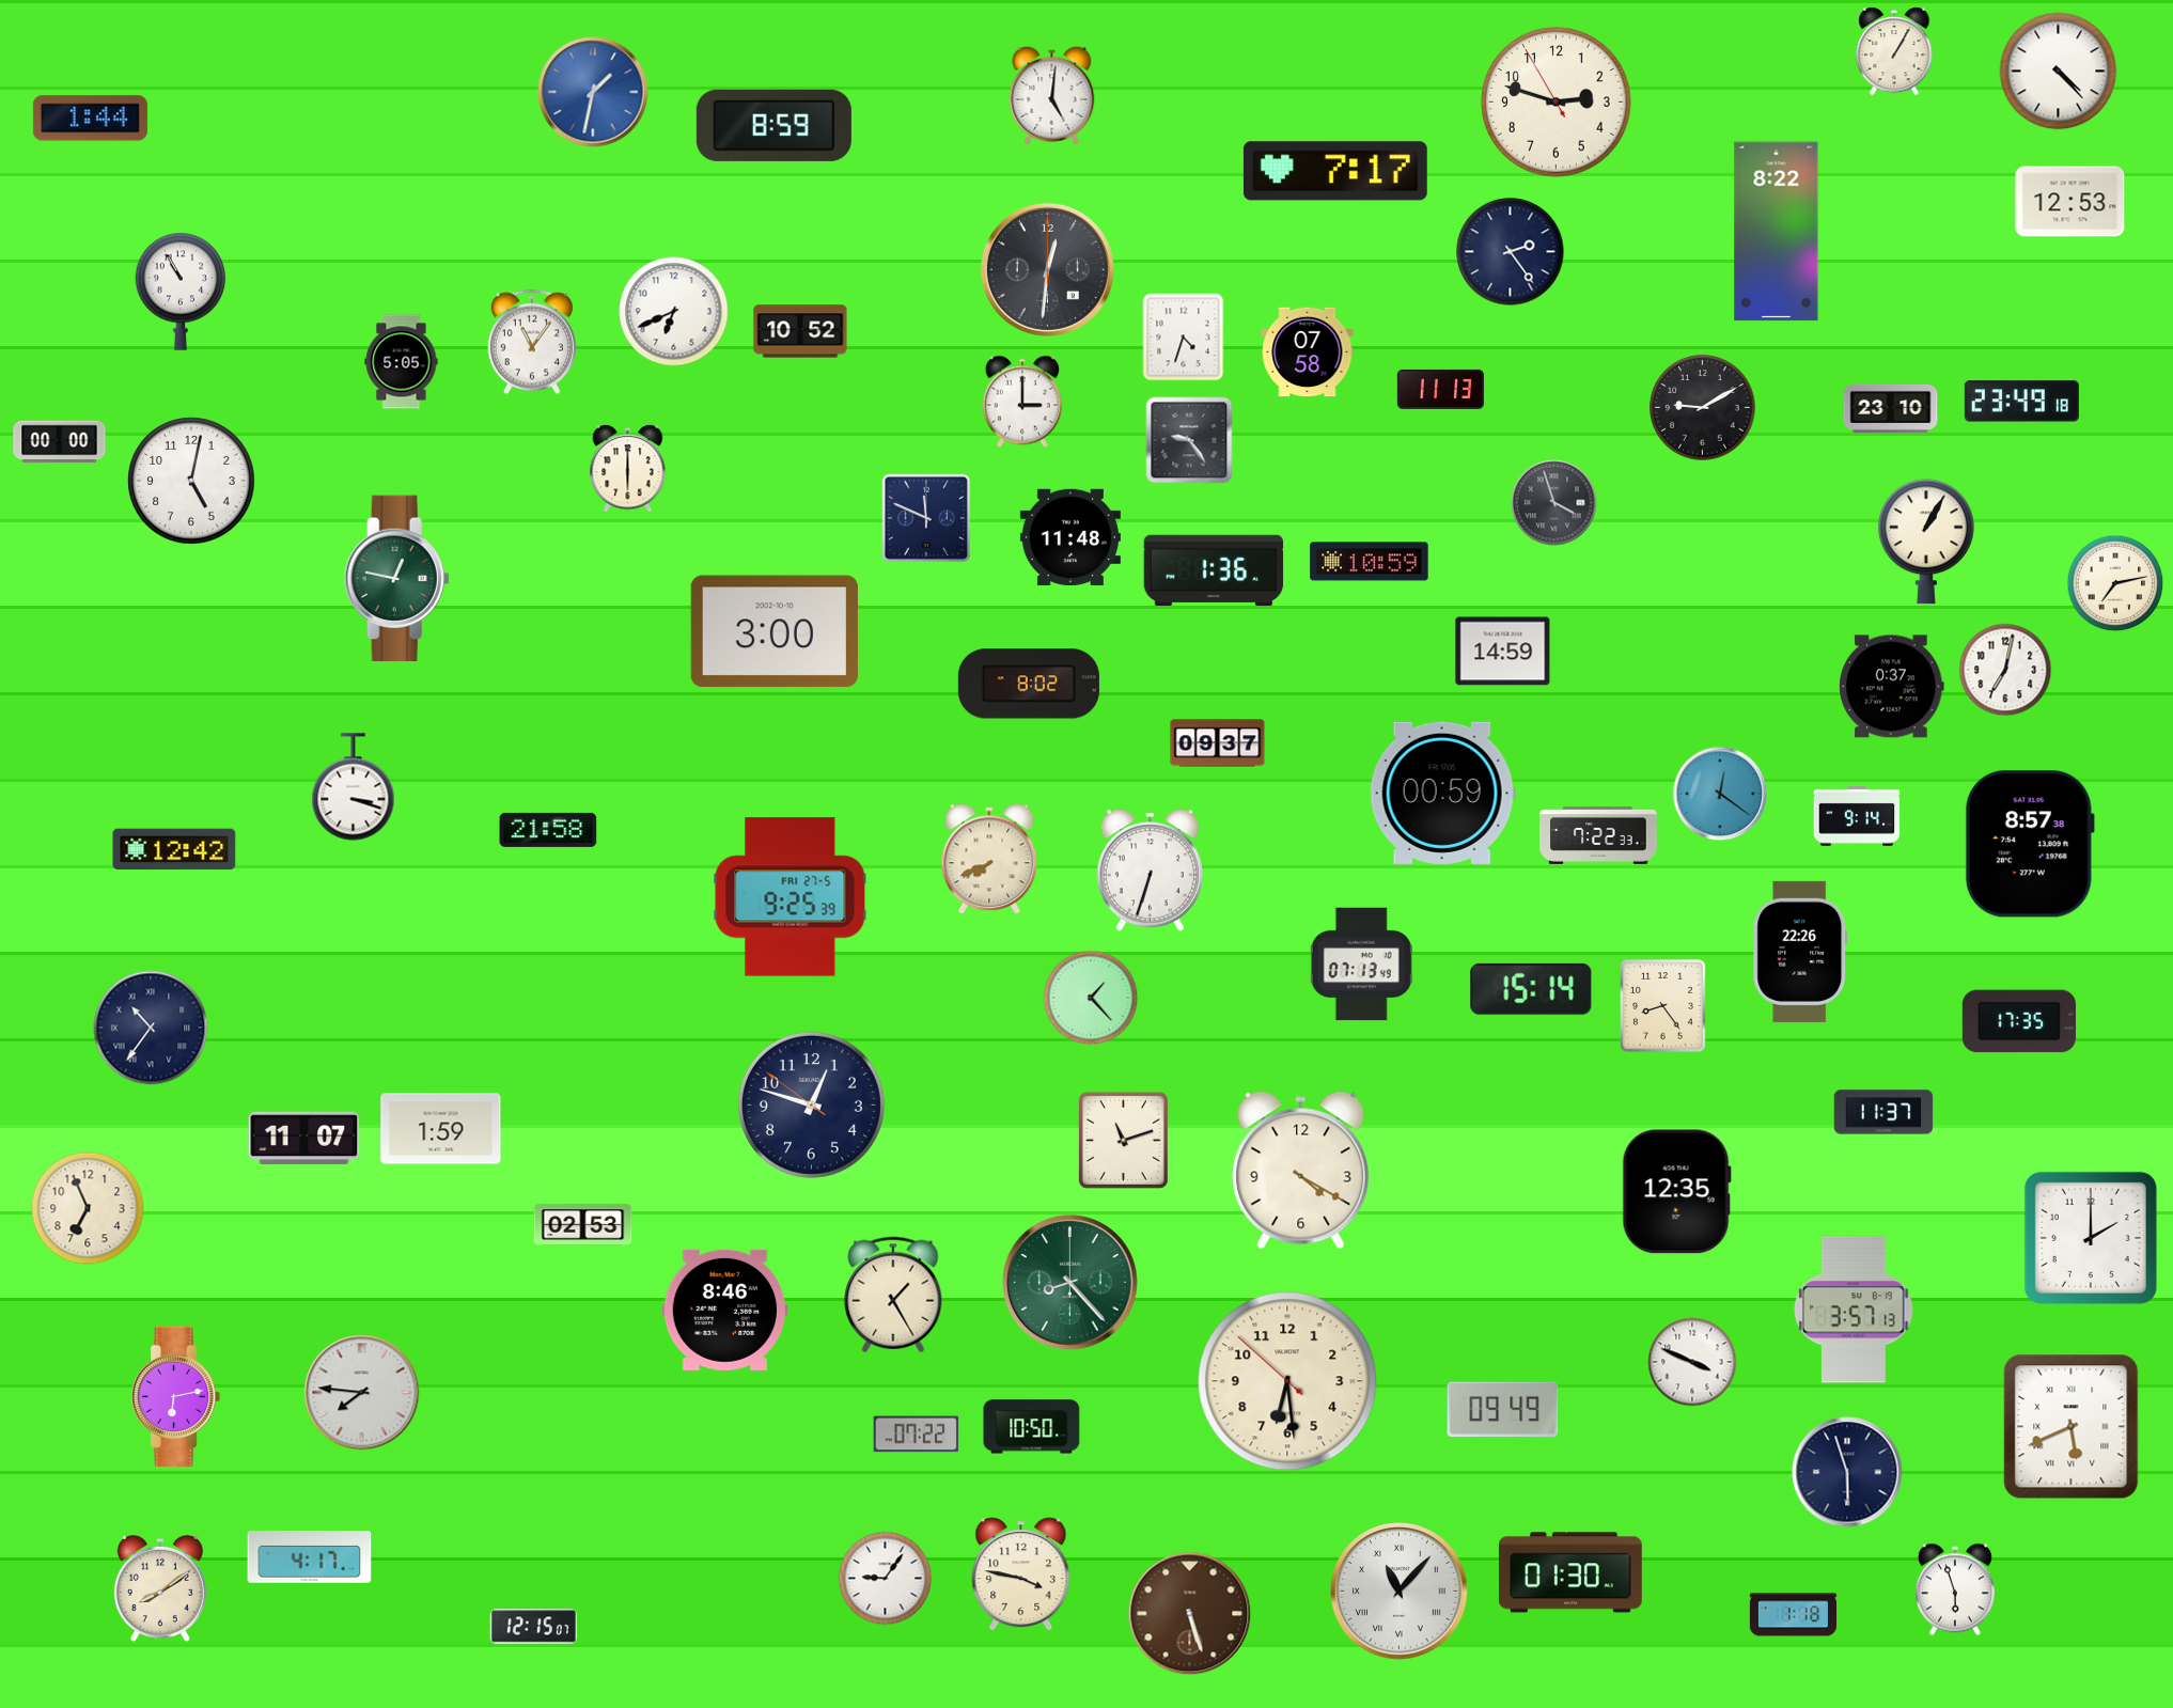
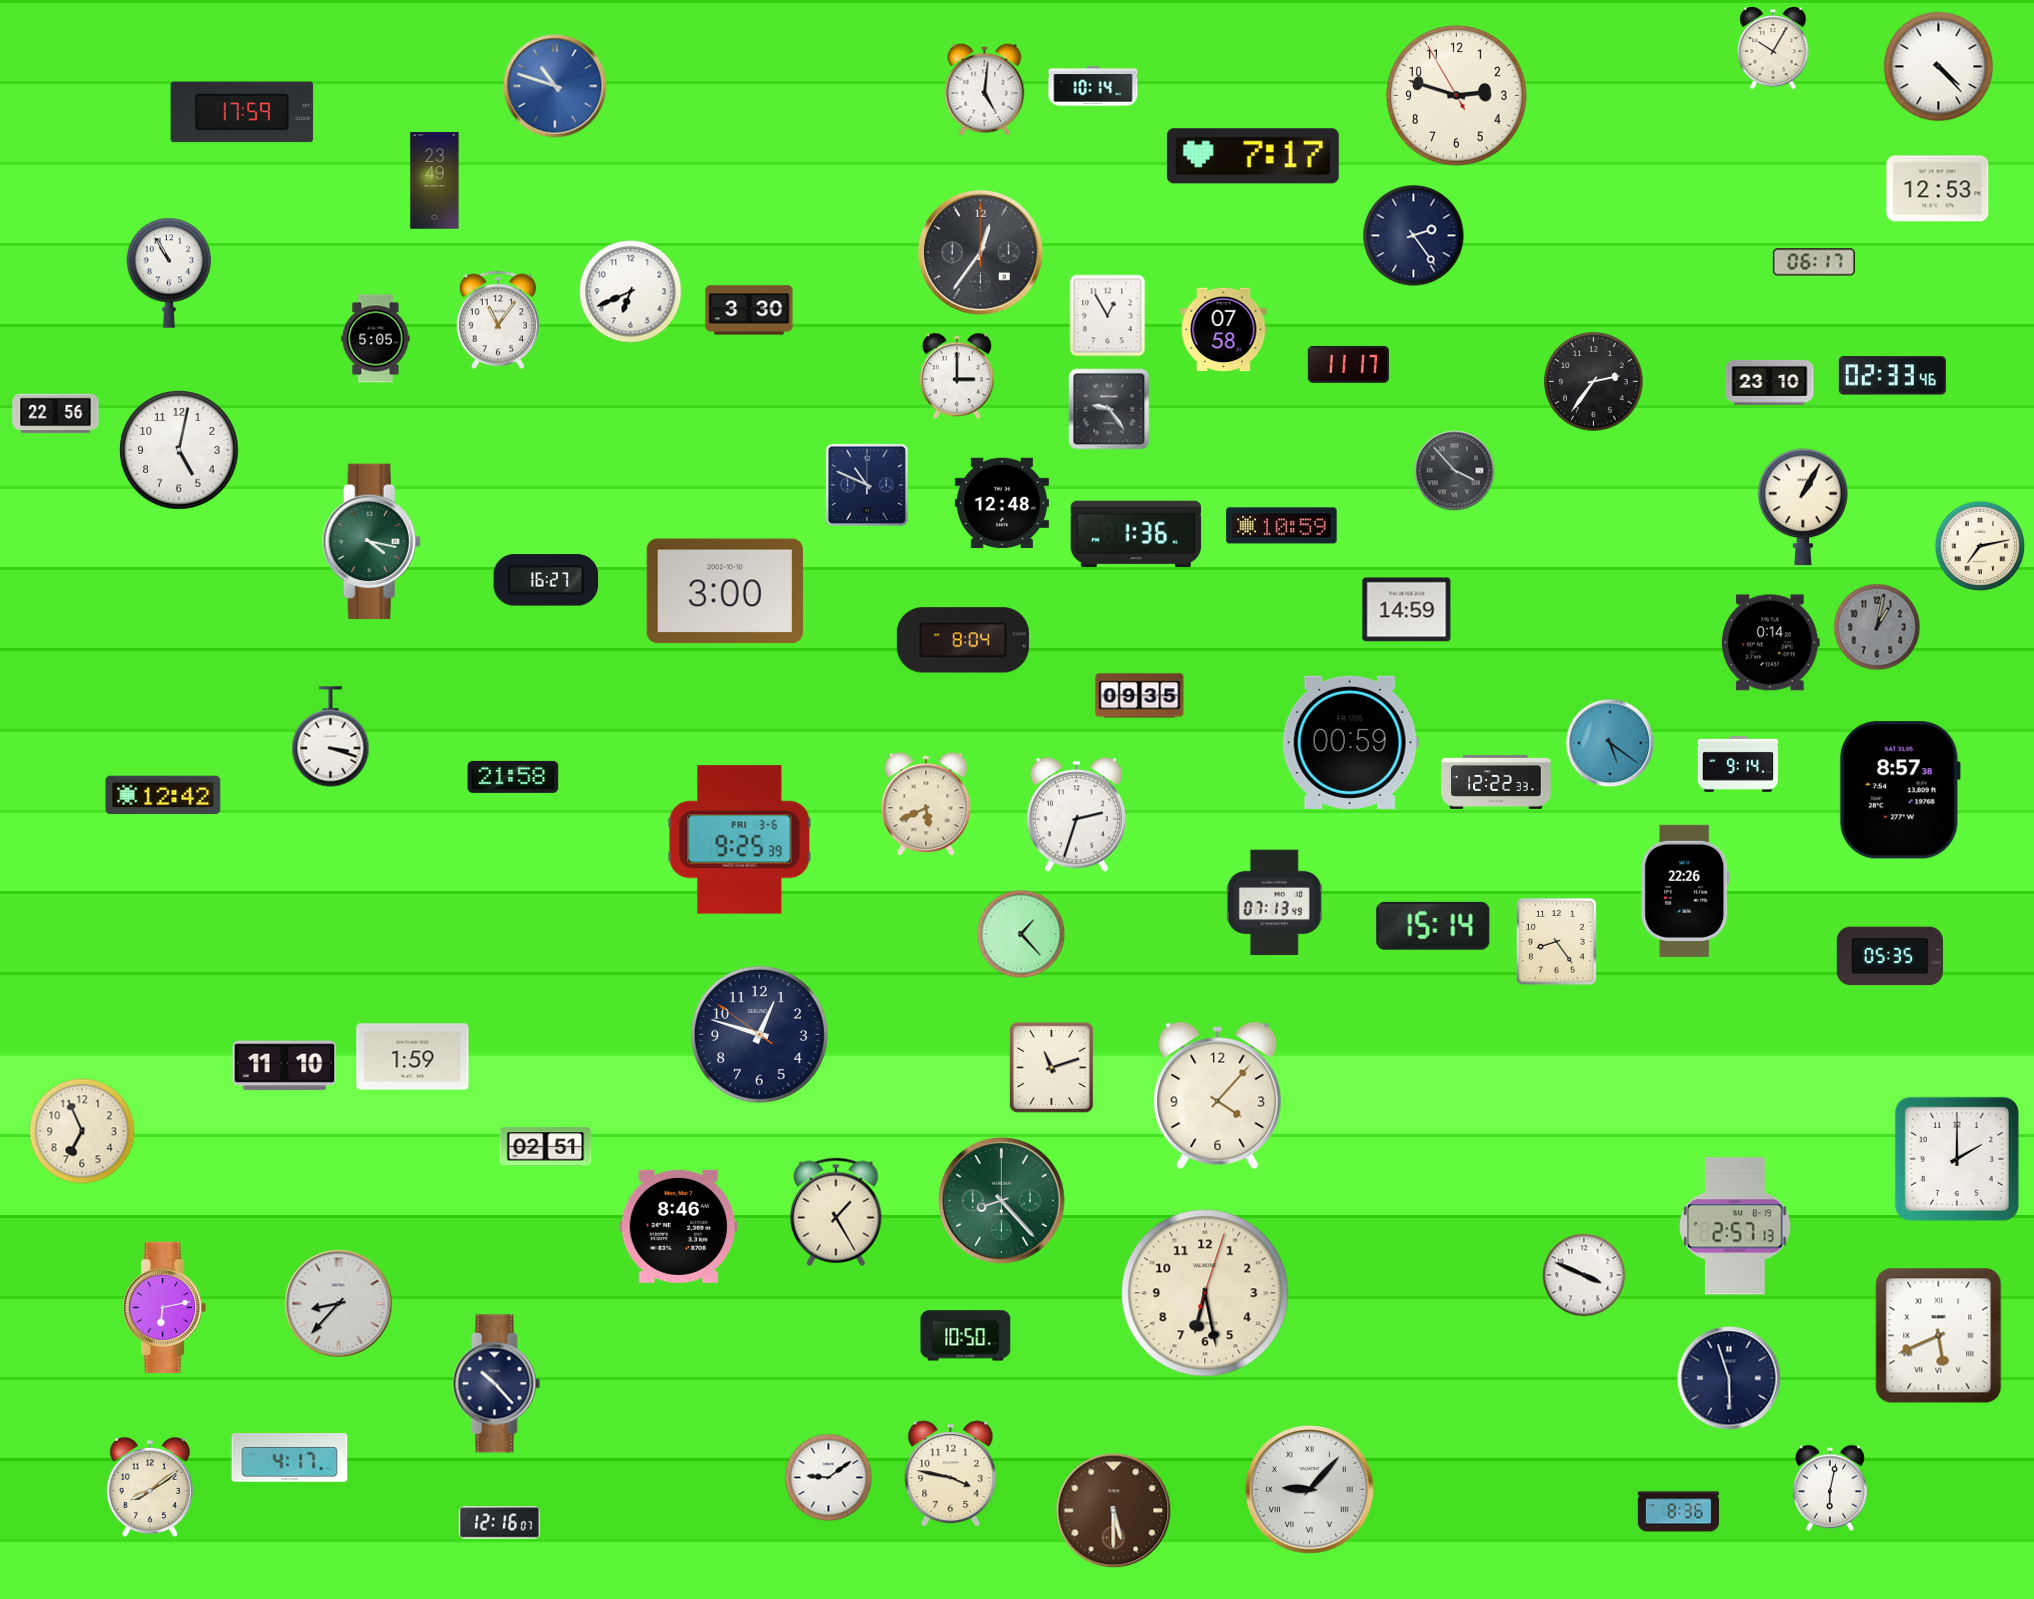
clock at (1894, 52): 1:05 -> 10:05
clock at (2059, 72) position: (2059, 72) -> (1939, 67)
clock at (593, 92): 1:32 -> 10:48
clock at (1093, 86): none -> 10:14
clock at (90, 119): 1:44 -> none
clock at (242, 112): none -> 17:59
clock at (773, 125): 8:59 -> none
clock at (1335, 171) position: (1335, 171) -> (1253, 156)
clock at (435, 181): none -> 23:49
clock at (1777, 232): 8:22 -> none
clock at (1047, 269): 12:31 -> 12:36
clock at (1814, 262): none -> 06:17
clock at (800, 331): 10:52 -> 3:30
clock at (1184, 338): 4:33 -> 12:55
clock at (1440, 389): 11:13 -> 11:17
clock at (2021, 402): 23:49 -> 02:33
clock at (1703, 408): 9:10 -> 2:36
clock at (1189, 440) position: (1189, 440) -> (1109, 409)
clock at (60, 442): 00:00 -> 22:56
clock at (628, 469): 6:00 -> none
clock at (1554, 503): 3:57 -> 3:53
clock at (925, 517): 11:49 -> 10:49
clock at (1070, 536): 11:48 -> 12:48
clock at (396, 579): 12:47 -> 4:17
clock at (546, 580): none -> 16:27
clock at (2005, 670): 7:02 -> 1:02
clock at (2005, 670) dial: white -> grey
clock at (1029, 684): 8:02 -> 8:04
clock at (1892, 687): 0:37 -> 0:14
clock at (1218, 743): 09:37 -> 09:35
clock at (1720, 794): 12:21 -> 5:21
clock at (1598, 836): 7:22 -> 12:22
clock at (989, 860): 7:41 -> 5:41
clock at (1150, 871): 6:33 -> 2:33
clock at (791, 897) date: FRI 27-5 -> FRI 3-6
clock at (2019, 1021): 17:35 -> 05:35
clock at (151, 1028): 10:36 -> none
clock at (1883, 1112): 11:37 -> none
clock at (304, 1139): 11:07 -> 11:10
clock at (1301, 1171): 4:20 -> 4:07
clock at (1676, 1192): 12:35 -> none
clock at (583, 1225): 02:53 -> 02:51
clock at (1855, 1310): 3:57 -> 2:57
clock at (1287, 1381): 6:28:52 -> 6:28:03
clock at (362, 1393): 7:46 -> 8:37
clock at (1503, 1410): 09:49 -> none
clock at (917, 1435): 07:22 -> none
clock at (497, 1384): none -> 10:23
clock at (1570, 1572): 01:30 -> none
clock at (1021, 1574) position: (1021, 1574) -> (951, 1474)
clock at (886, 1579): 9:06 -> 9:09
clock at (1955, 1589): 5:57 -> 6:02
clock at (1400, 1592): 11:07 -> 9:07
clock at (1190, 1614): 5:27 -> 5:30
clock at (1793, 1615): 1:18 -> 8:36
clock at (533, 1627): 12:15 -> 12:16
